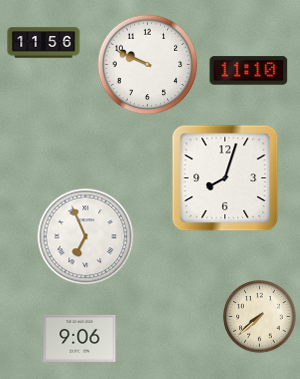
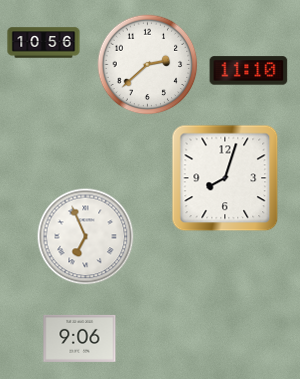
clock at (44, 43): 11:56 -> 10:56
clock at (148, 65): 9:49 -> 2:38
clock at (260, 317): 7:38 -> none
